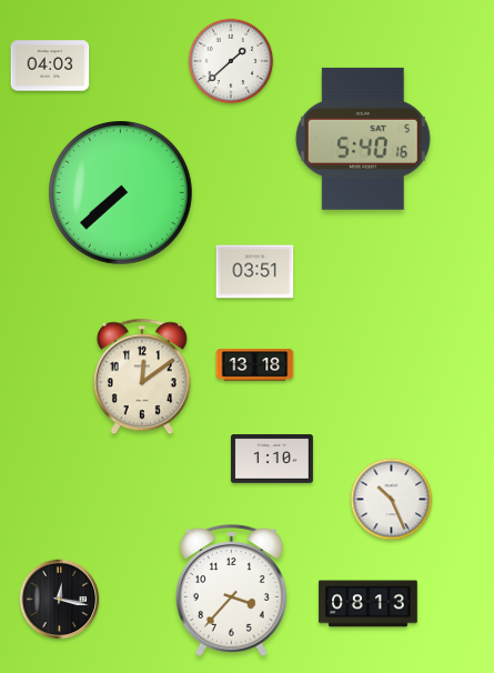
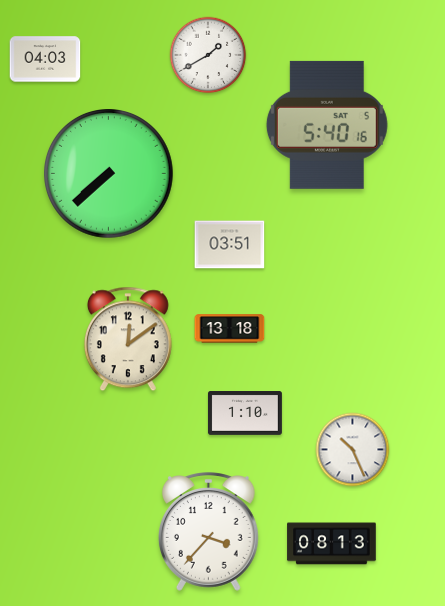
clock at (231, 61): 1:38 -> 1:40
clock at (60, 600): 12:17 -> none
